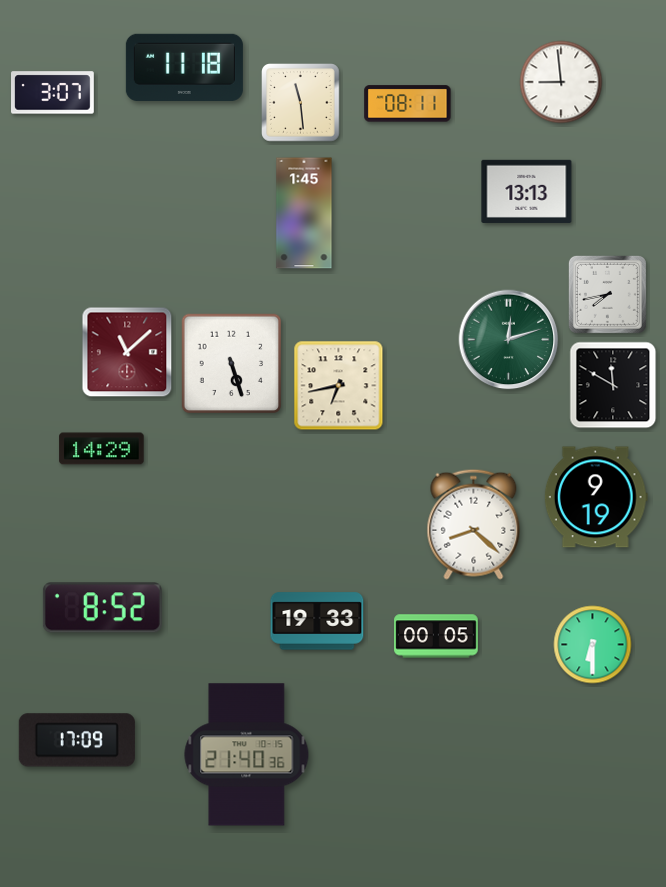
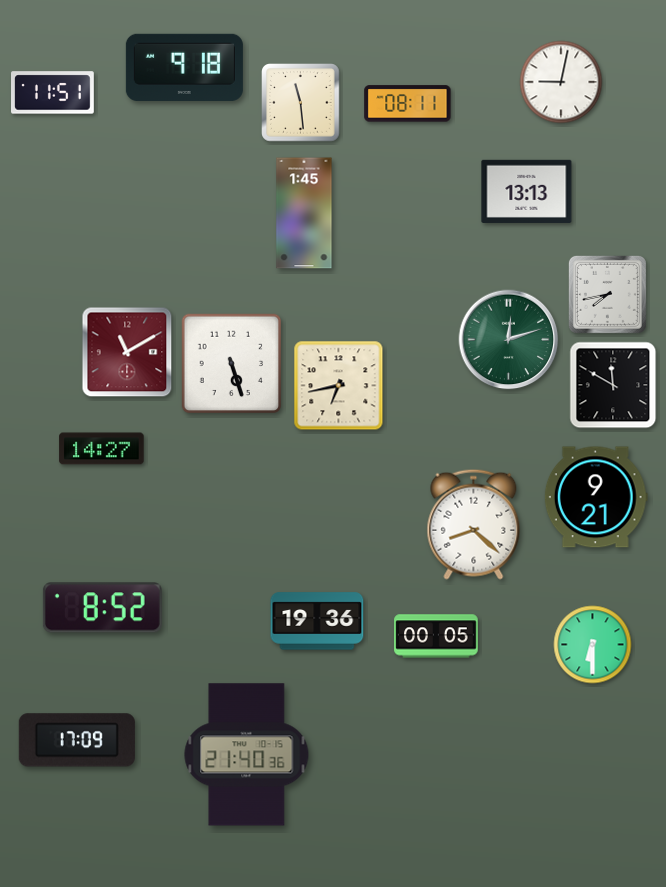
clock at (184, 67): 11:18 -> 9:18
clock at (561, 82): 8:59 -> 9:02
clock at (53, 93): 3:07 -> 11:51
clock at (127, 352): 11:08 -> 11:10
clock at (102, 449): 14:29 -> 14:27
clock at (596, 497): 9:19 -> 9:21
clock at (317, 621): 19:33 -> 19:36
